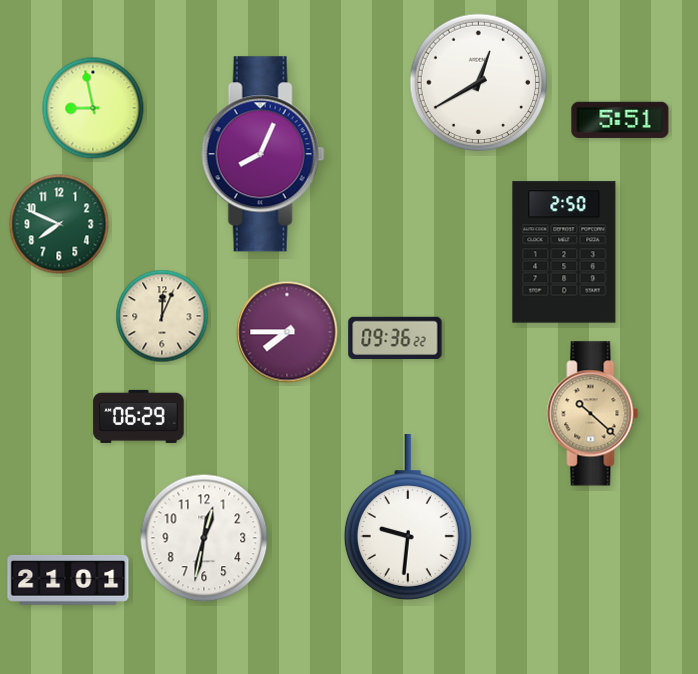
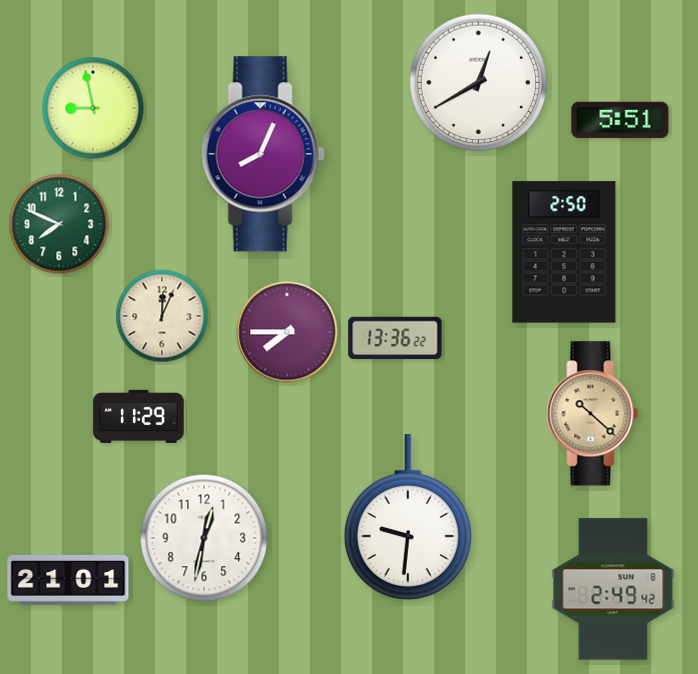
clock at (395, 337): 09:36 -> 13:36
clock at (139, 416): 06:29 -> 11:29
clock at (613, 589): none -> 2:49
